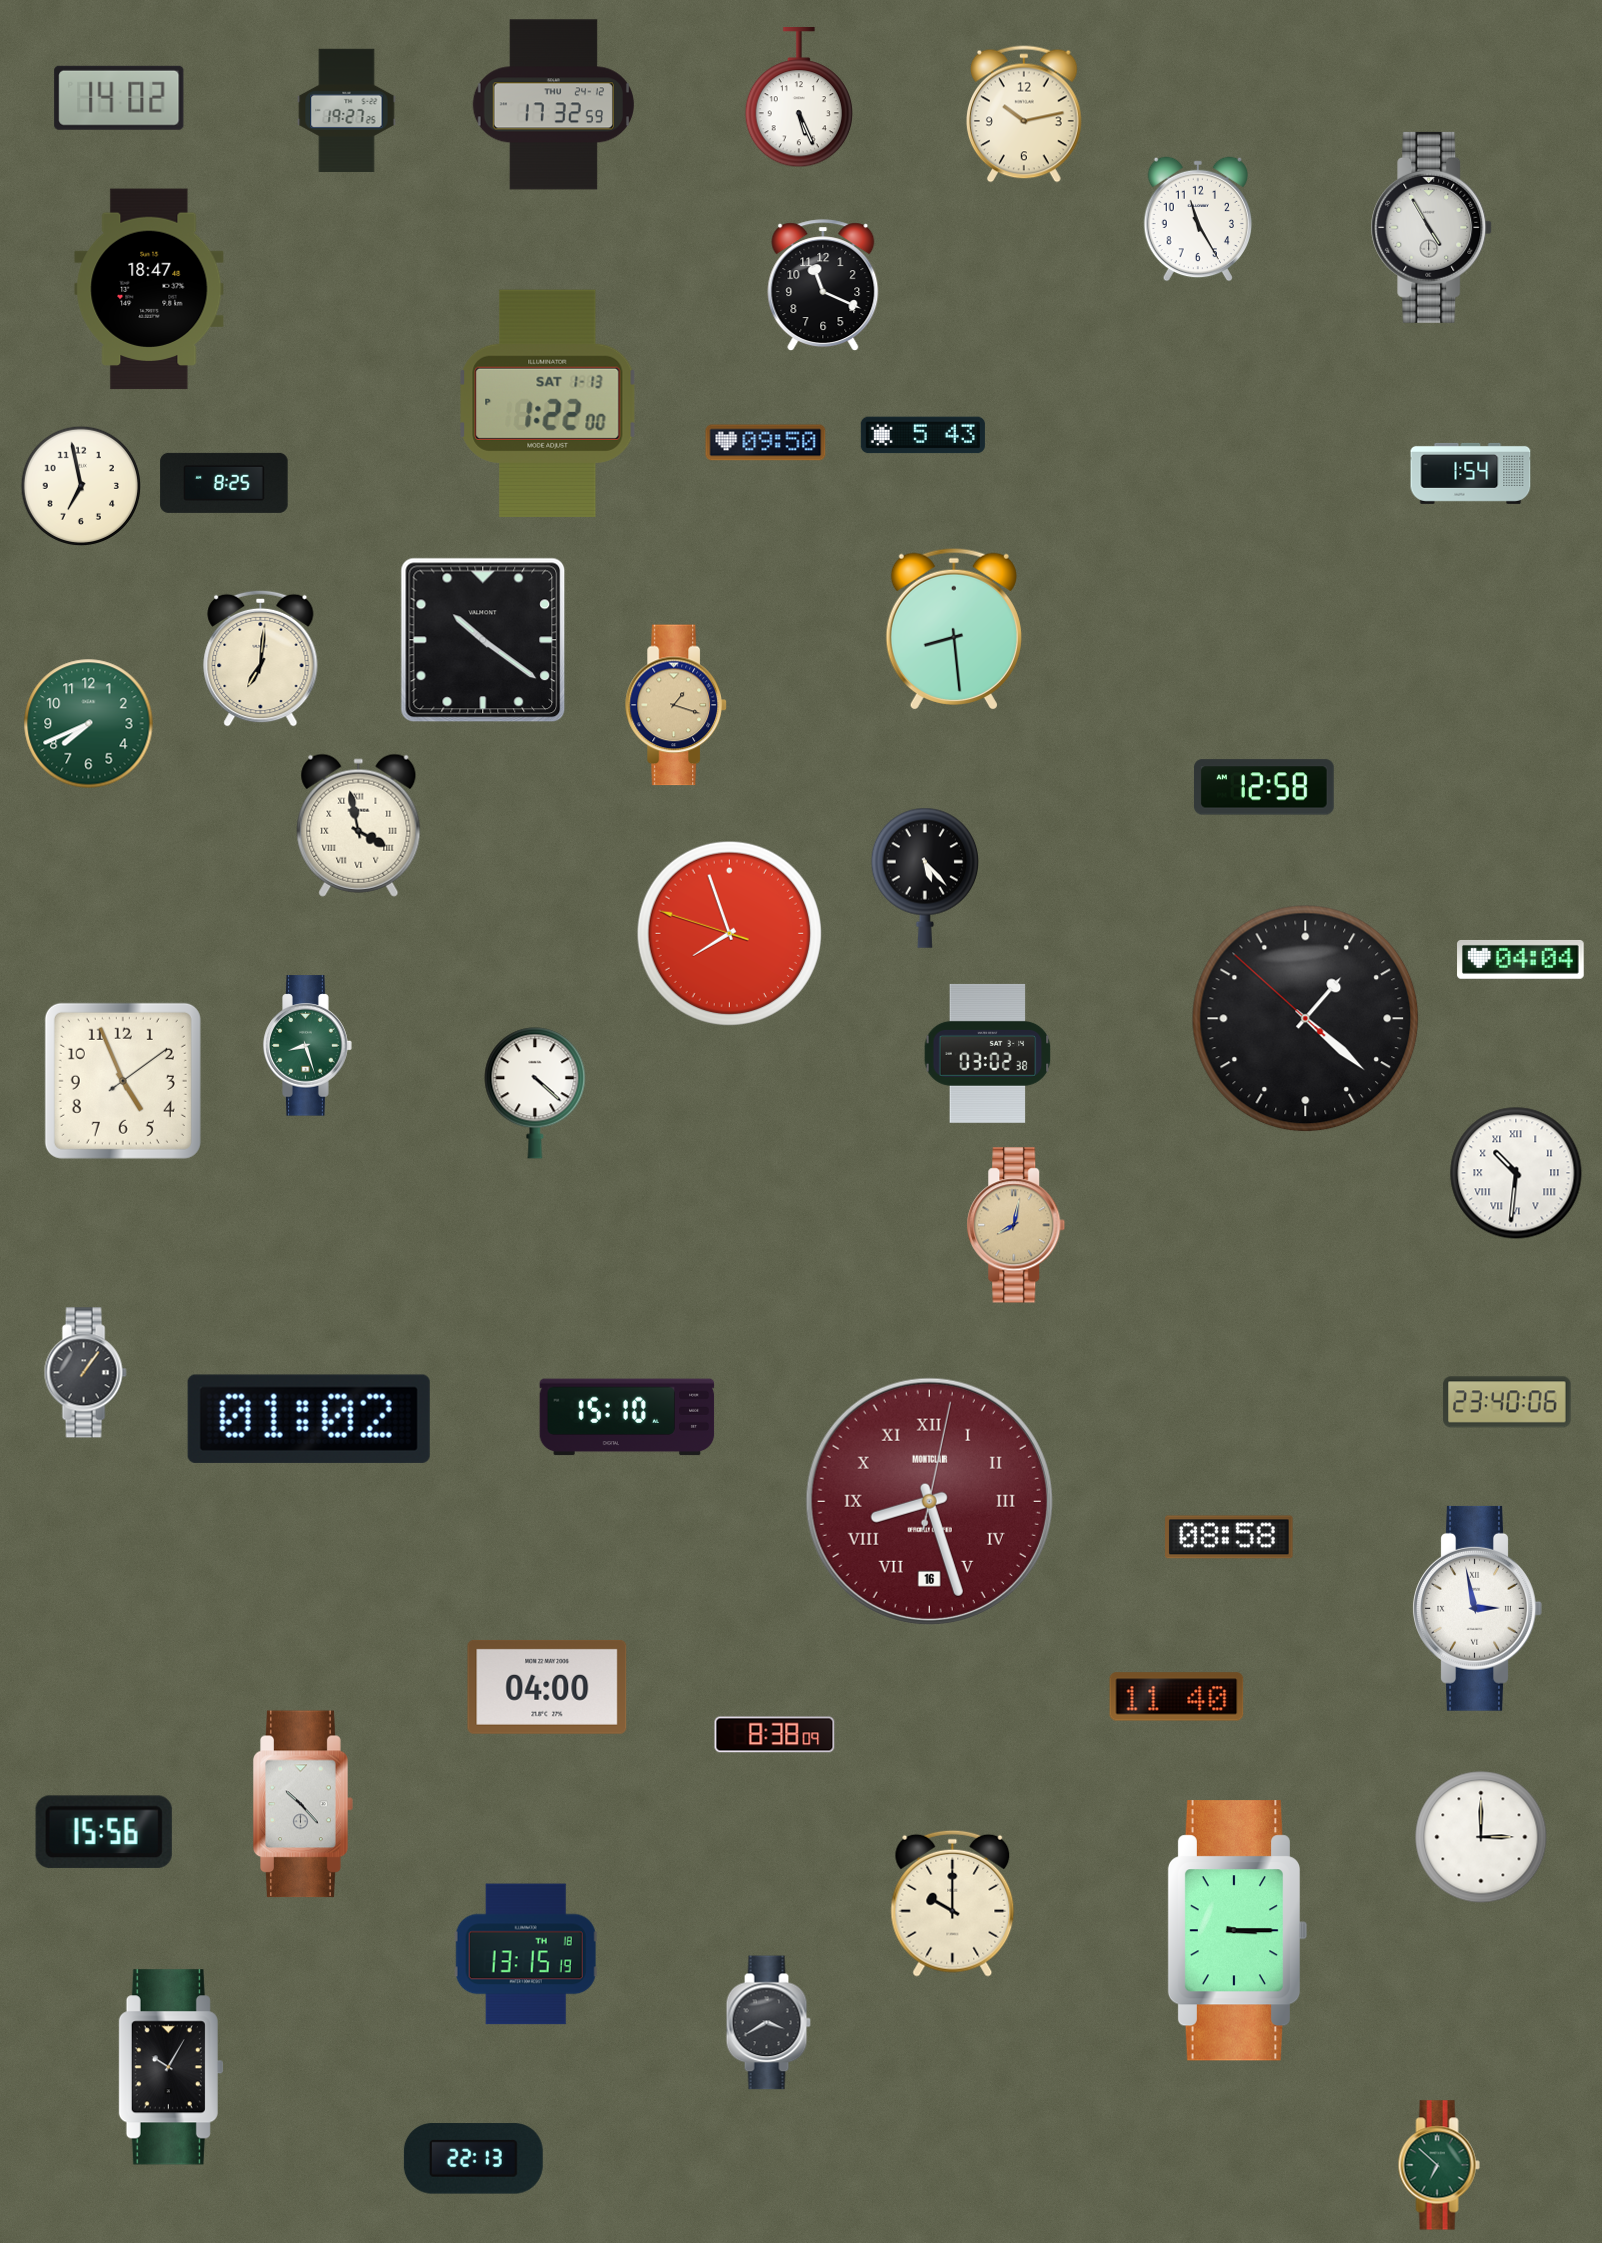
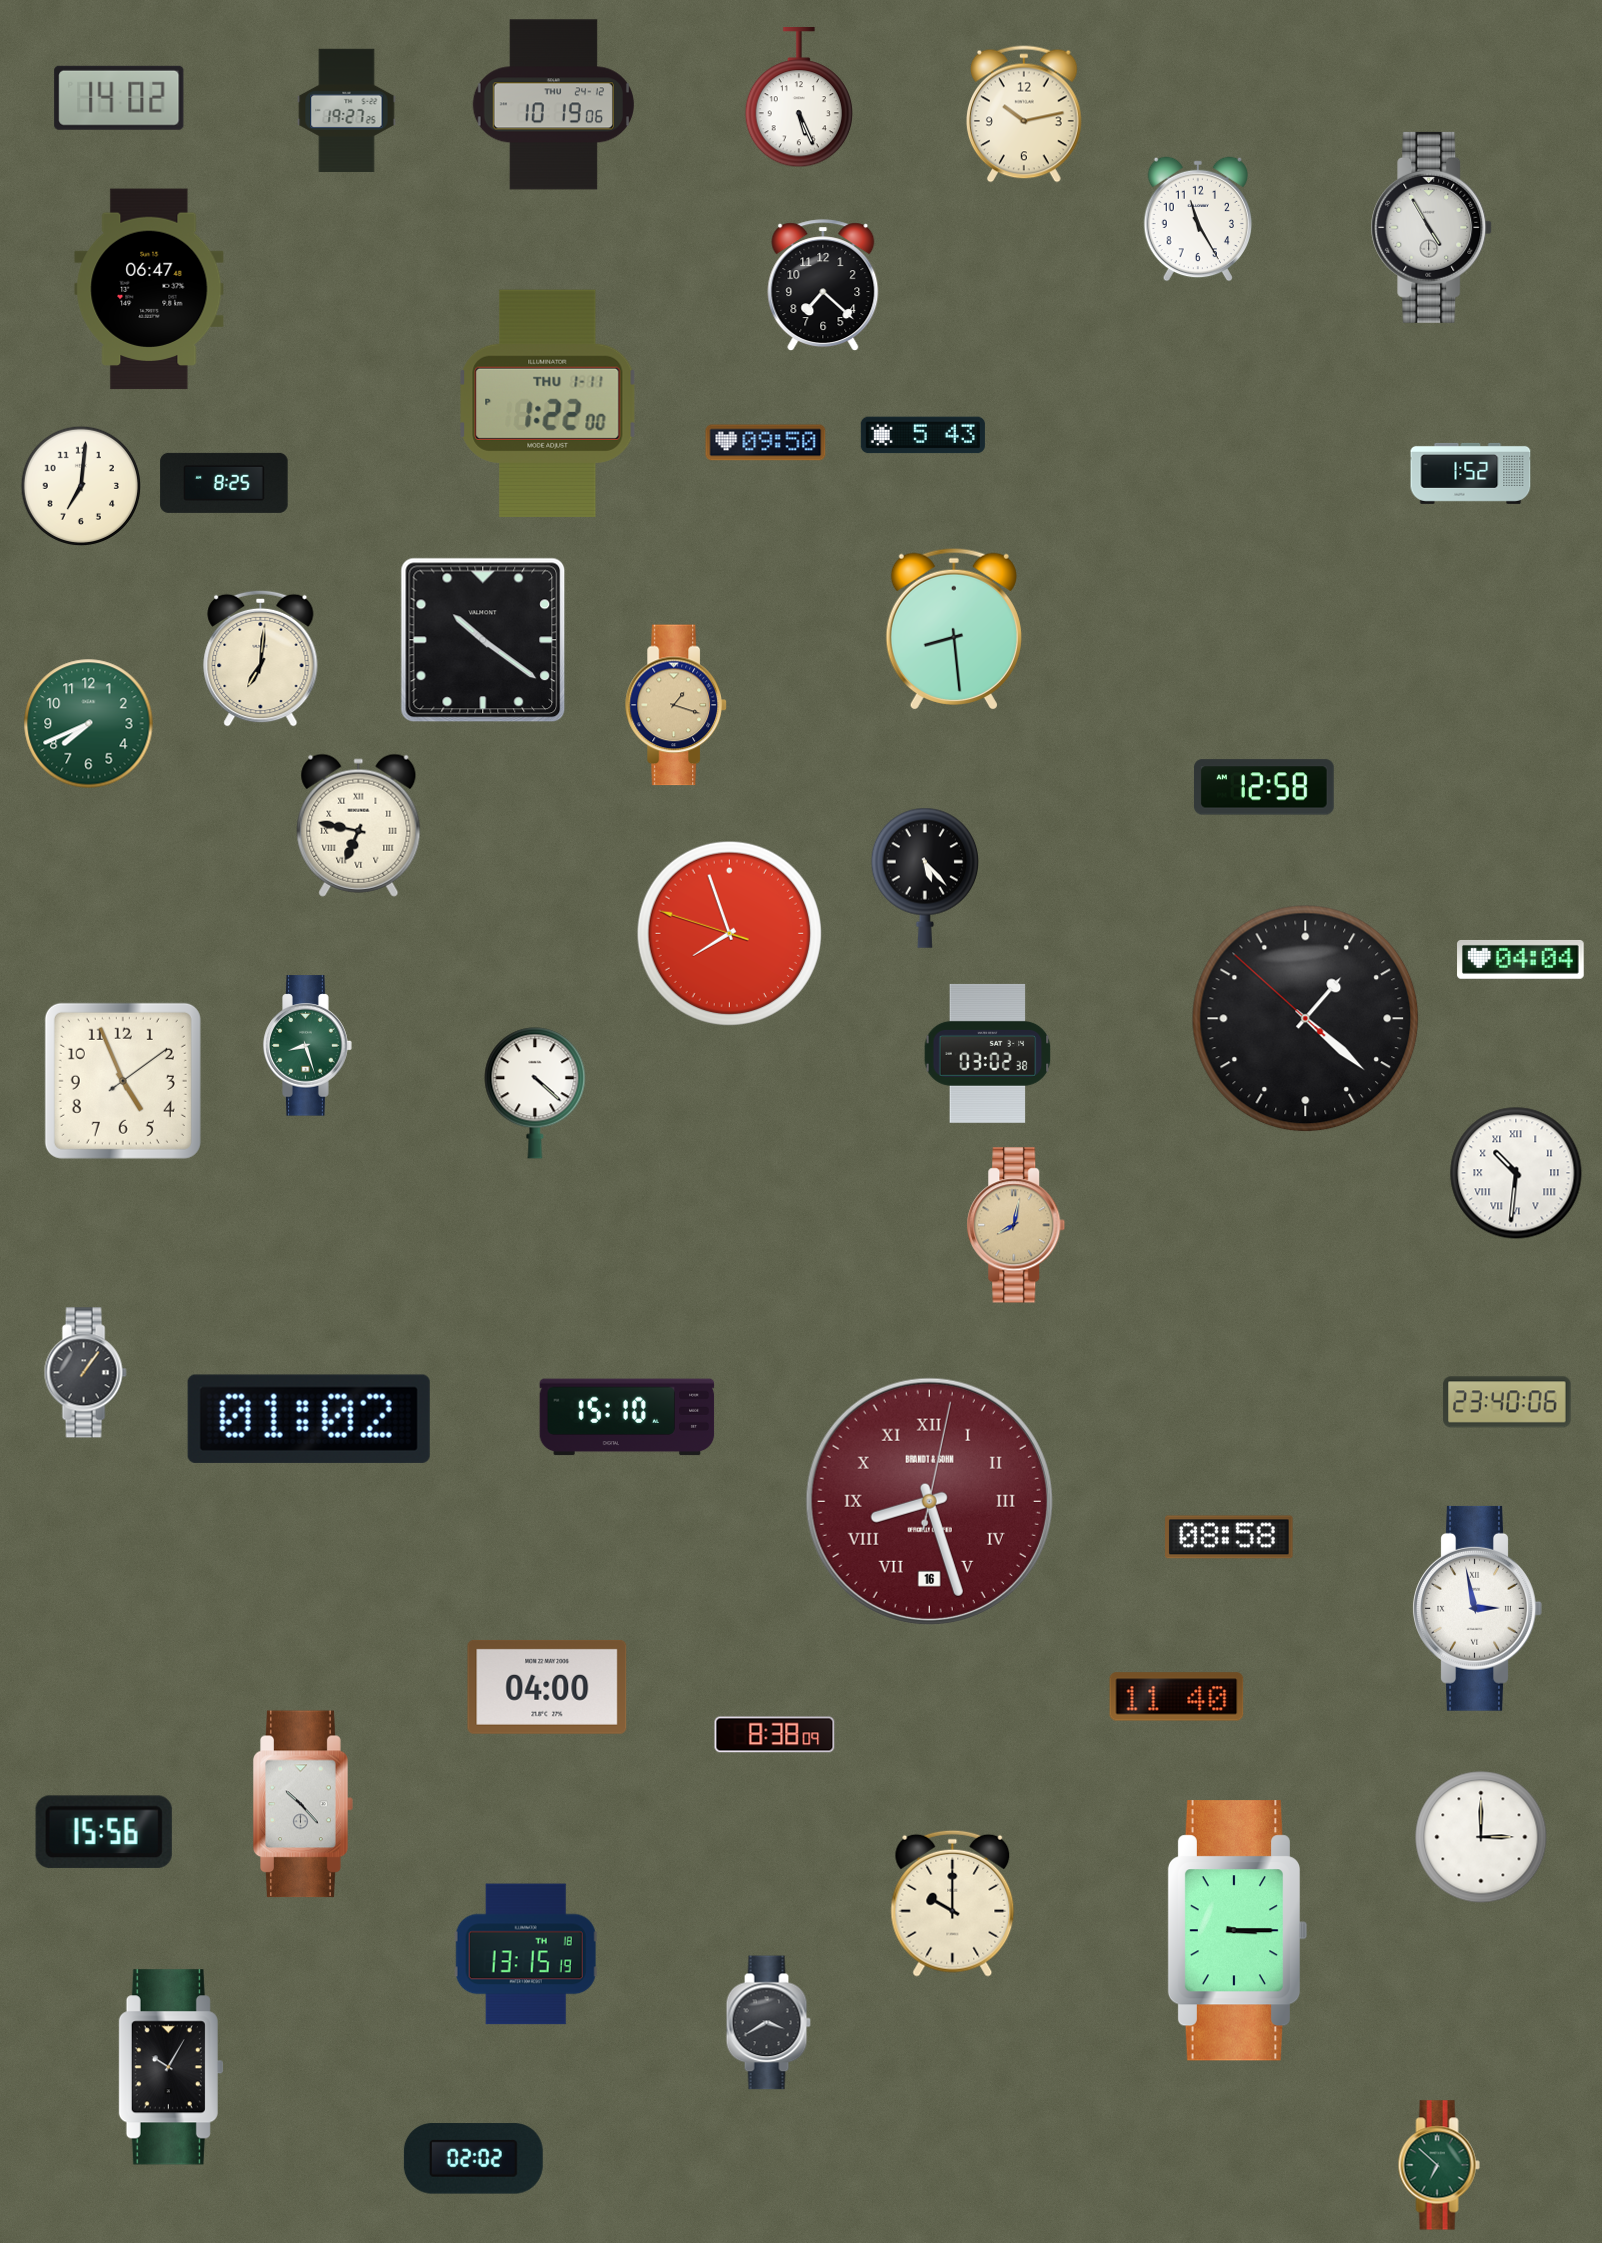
clock at (553, 105): 17:32 -> 10:19
clock at (823, 286): 11:19 -> 7:22
clock at (149, 289): 18:47 -> 06:47
clock at (548, 403) date: SAT 1-13 -> THU 1-11
clock at (1471, 473): 1:54 -> 1:52
clock at (80, 485): 6:58 -> 7:01
clock at (359, 825): 3:58 -> 6:47
clock at (929, 1501) brand: MONTCLAIR -> BRANDT & SOHN
clock at (473, 2159): 22:13 -> 02:02
